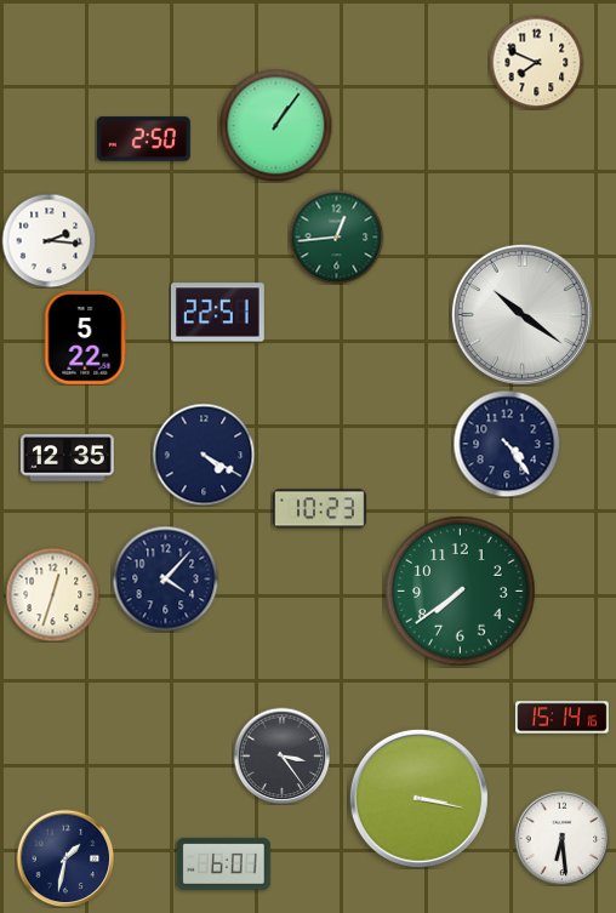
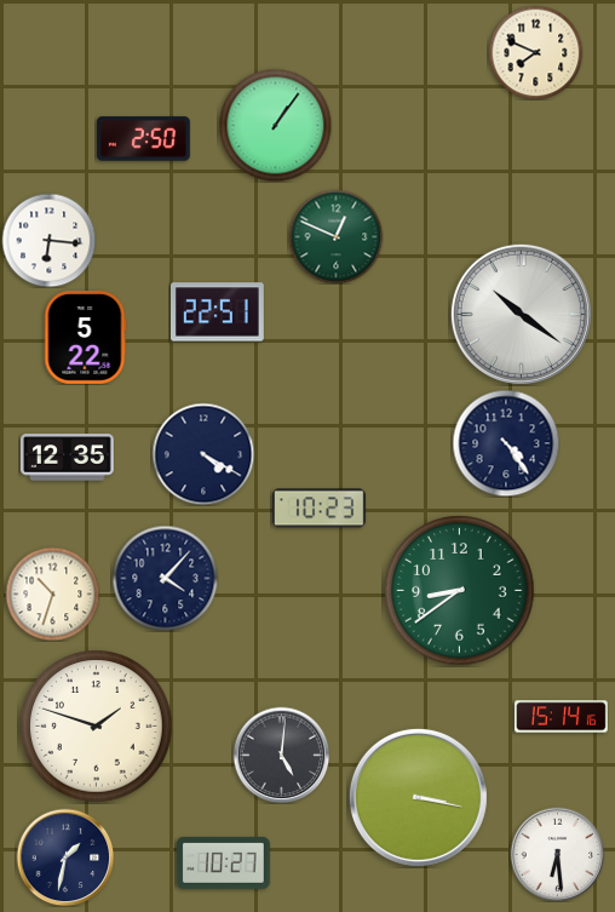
clock at (536, 62) position: (536, 62) -> (535, 52)
clock at (336, 236): 12:44 -> 12:49
clock at (49, 240): 2:16 -> 6:16
clock at (461, 592): 7:39 -> 8:39
clock at (52, 594): 12:33 -> 10:33
clock at (97, 727): none -> 1:48
clock at (281, 755): 3:24 -> 5:01
clock at (561, 838) position: (561, 838) -> (557, 854)
clock at (223, 863): 6:01 -> 10:27
